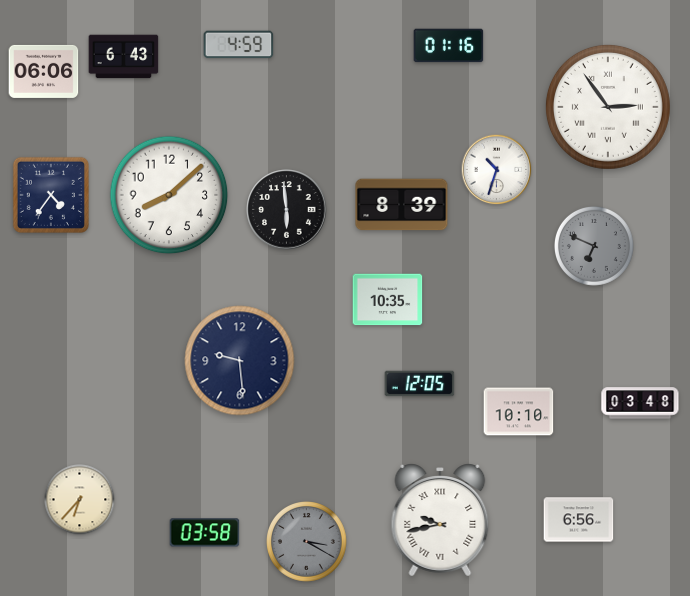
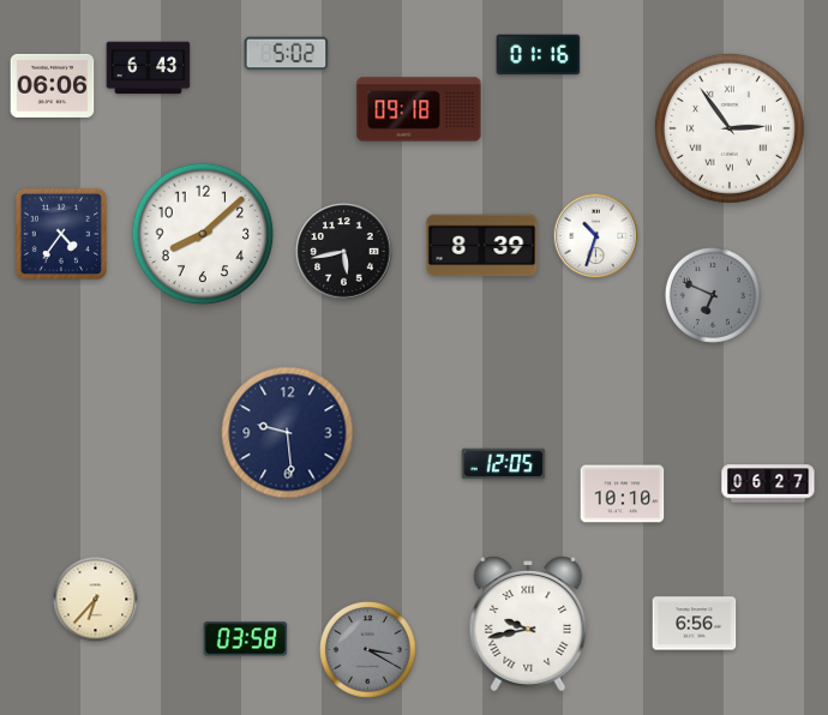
clock at (239, 45): 4:59 -> 5:02
clock at (419, 109): none -> 09:18
clock at (497, 170) position: (497, 170) -> (596, 236)
clock at (287, 210): 5:59 -> 5:43
clock at (388, 300): 10:35 -> none
clock at (420, 384) position: (420, 384) -> (504, 464)
clock at (640, 403): 03:48 -> 06:27
